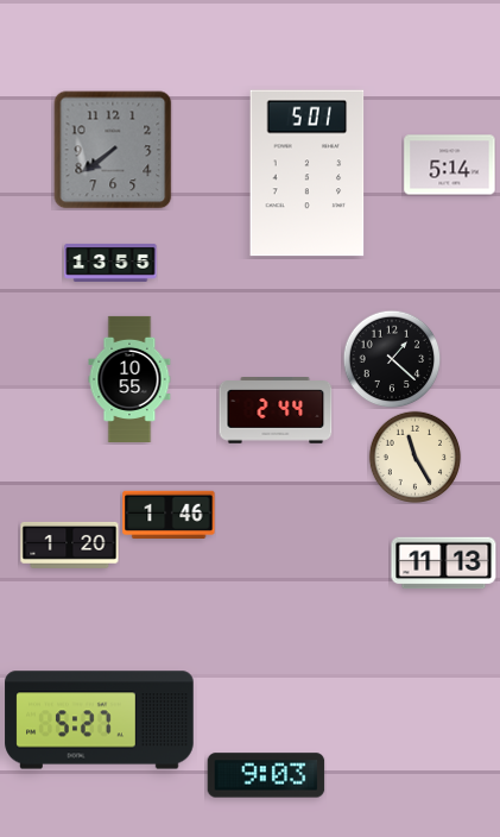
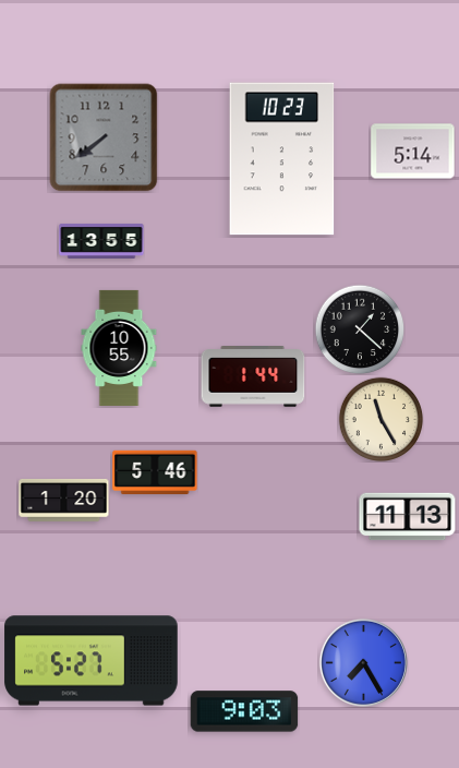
clock at (308, 174): 5:01 -> 10:23
clock at (276, 410): 2:44 -> 1:44
clock at (169, 514): 1:46 -> 5:46
clock at (363, 662): none -> 7:25
